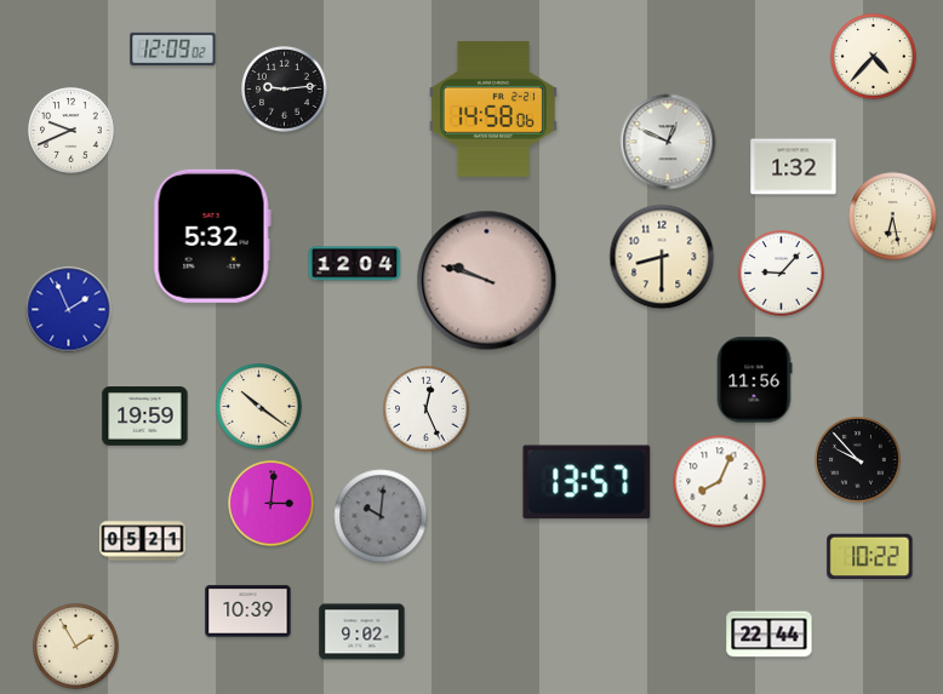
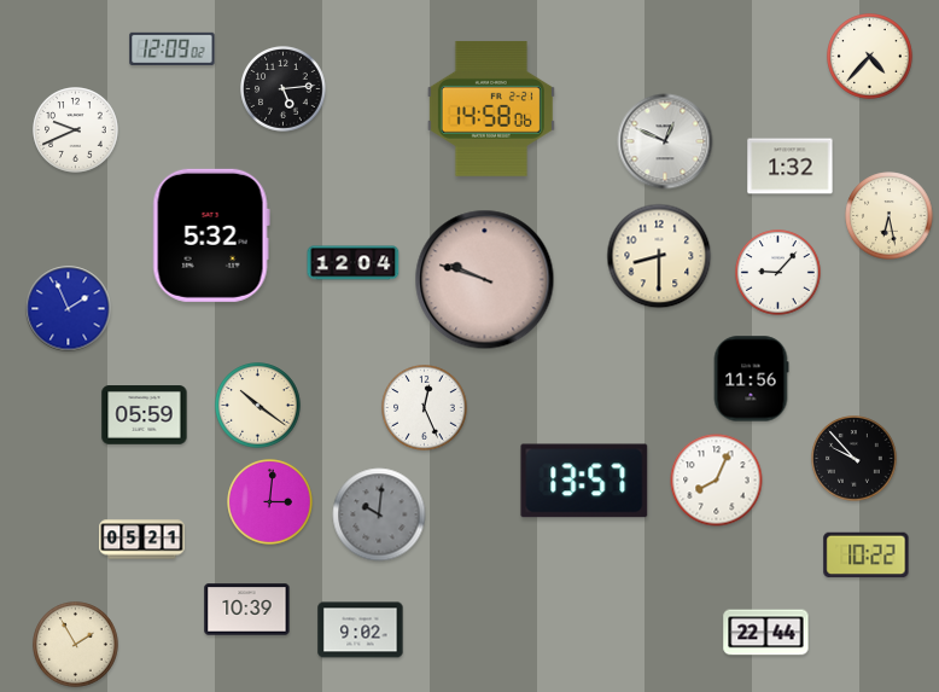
clock at (285, 90): 9:14 -> 5:14
clock at (72, 131) position: (72, 131) -> (76, 130)
clock at (145, 417): 19:59 -> 05:59
